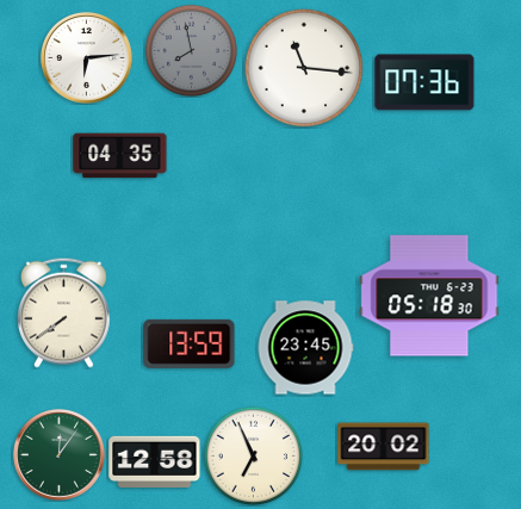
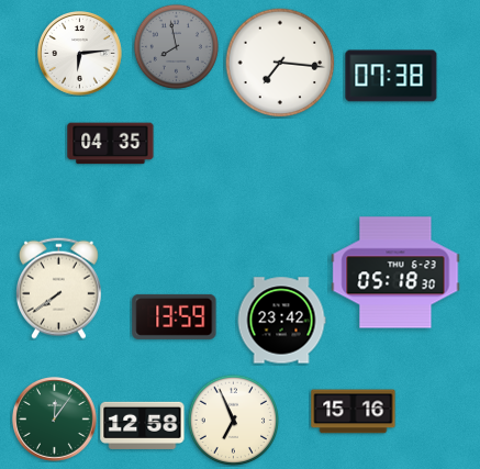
clock at (304, 68): 11:16 -> 7:16
clock at (424, 82): 07:36 -> 07:38
clock at (305, 348): 23:45 -> 23:42
clock at (384, 447): 20:02 -> 15:16
